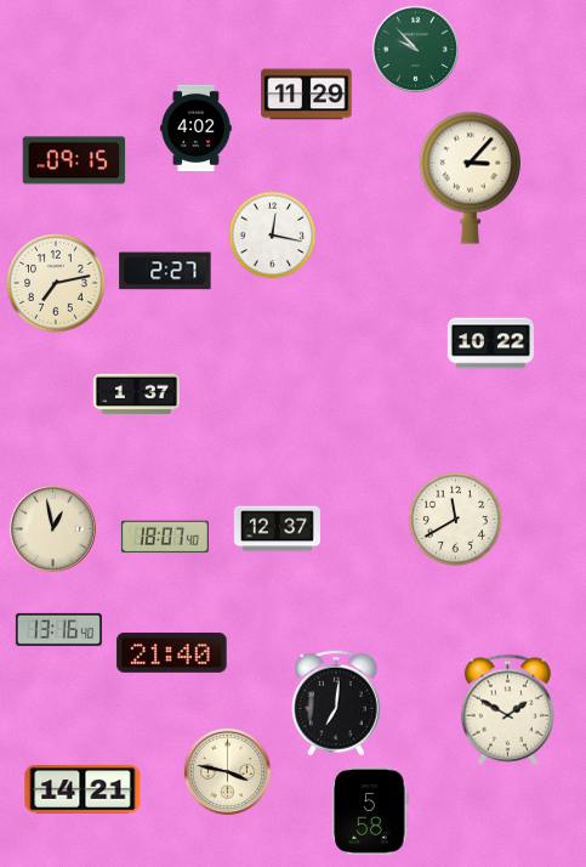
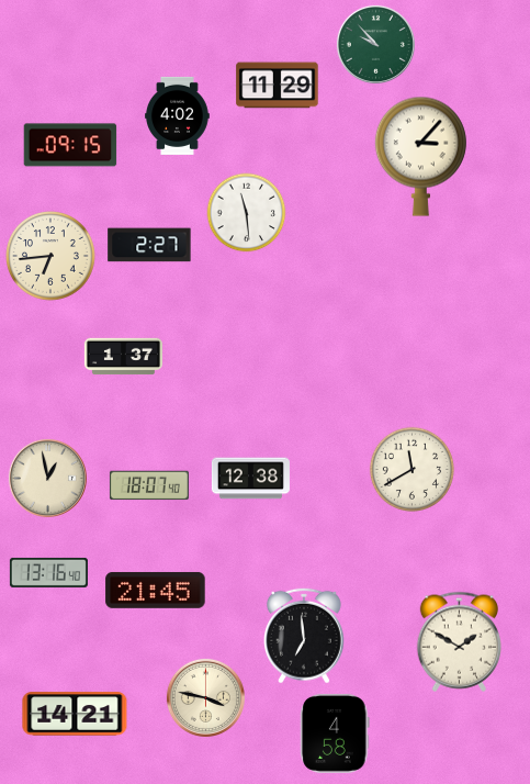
clock at (74, 160) position: (74, 160) -> (70, 145)
clock at (470, 177) position: (470, 177) -> (420, 156)
clock at (273, 236): 12:17 -> 11:29
clock at (57, 284): 7:13 -> 6:44
clock at (490, 344): 10:22 -> none
clock at (277, 529): 12:37 -> 12:38
clock at (58, 629) position: (58, 629) -> (48, 572)
clock at (172, 653): 21:40 -> 21:45
clock at (337, 703): 7:01 -> 6:59
clock at (370, 811): 5:58 -> 4:58
